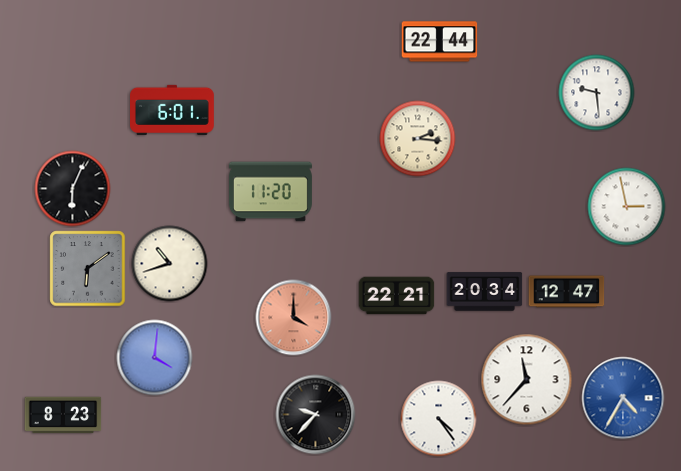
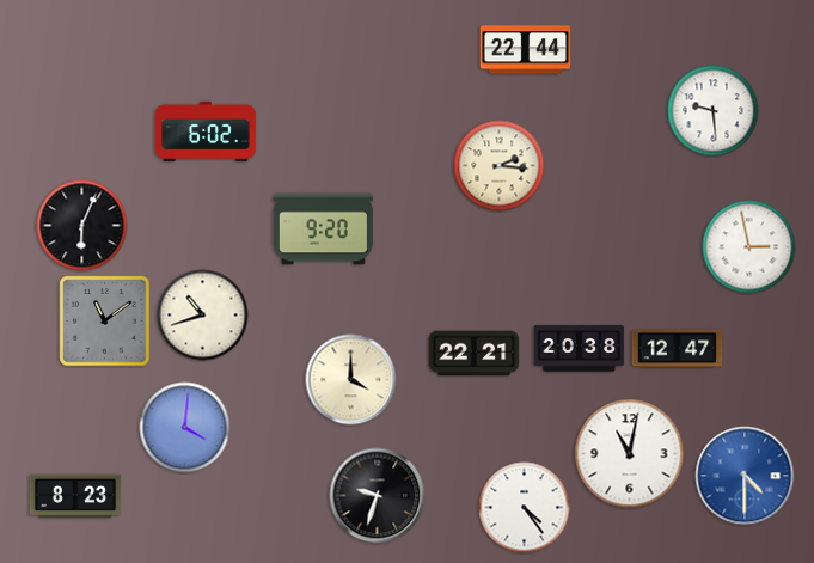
clock at (173, 109): 6:01 -> 6:02
clock at (73, 189) position: (73, 189) -> (82, 226)
clock at (270, 192): 11:20 -> 9:20
clock at (88, 269): 6:09 -> 11:09
clock at (485, 292): 20:34 -> 20:38
clock at (294, 318) dial: salmon -> cream
clock at (527, 380): 11:37 -> 11:02
clock at (623, 398): 4:35 -> 4:30
clock at (316, 415): 9:37 -> 9:33
clock at (439, 419) position: (439, 419) -> (525, 508)
